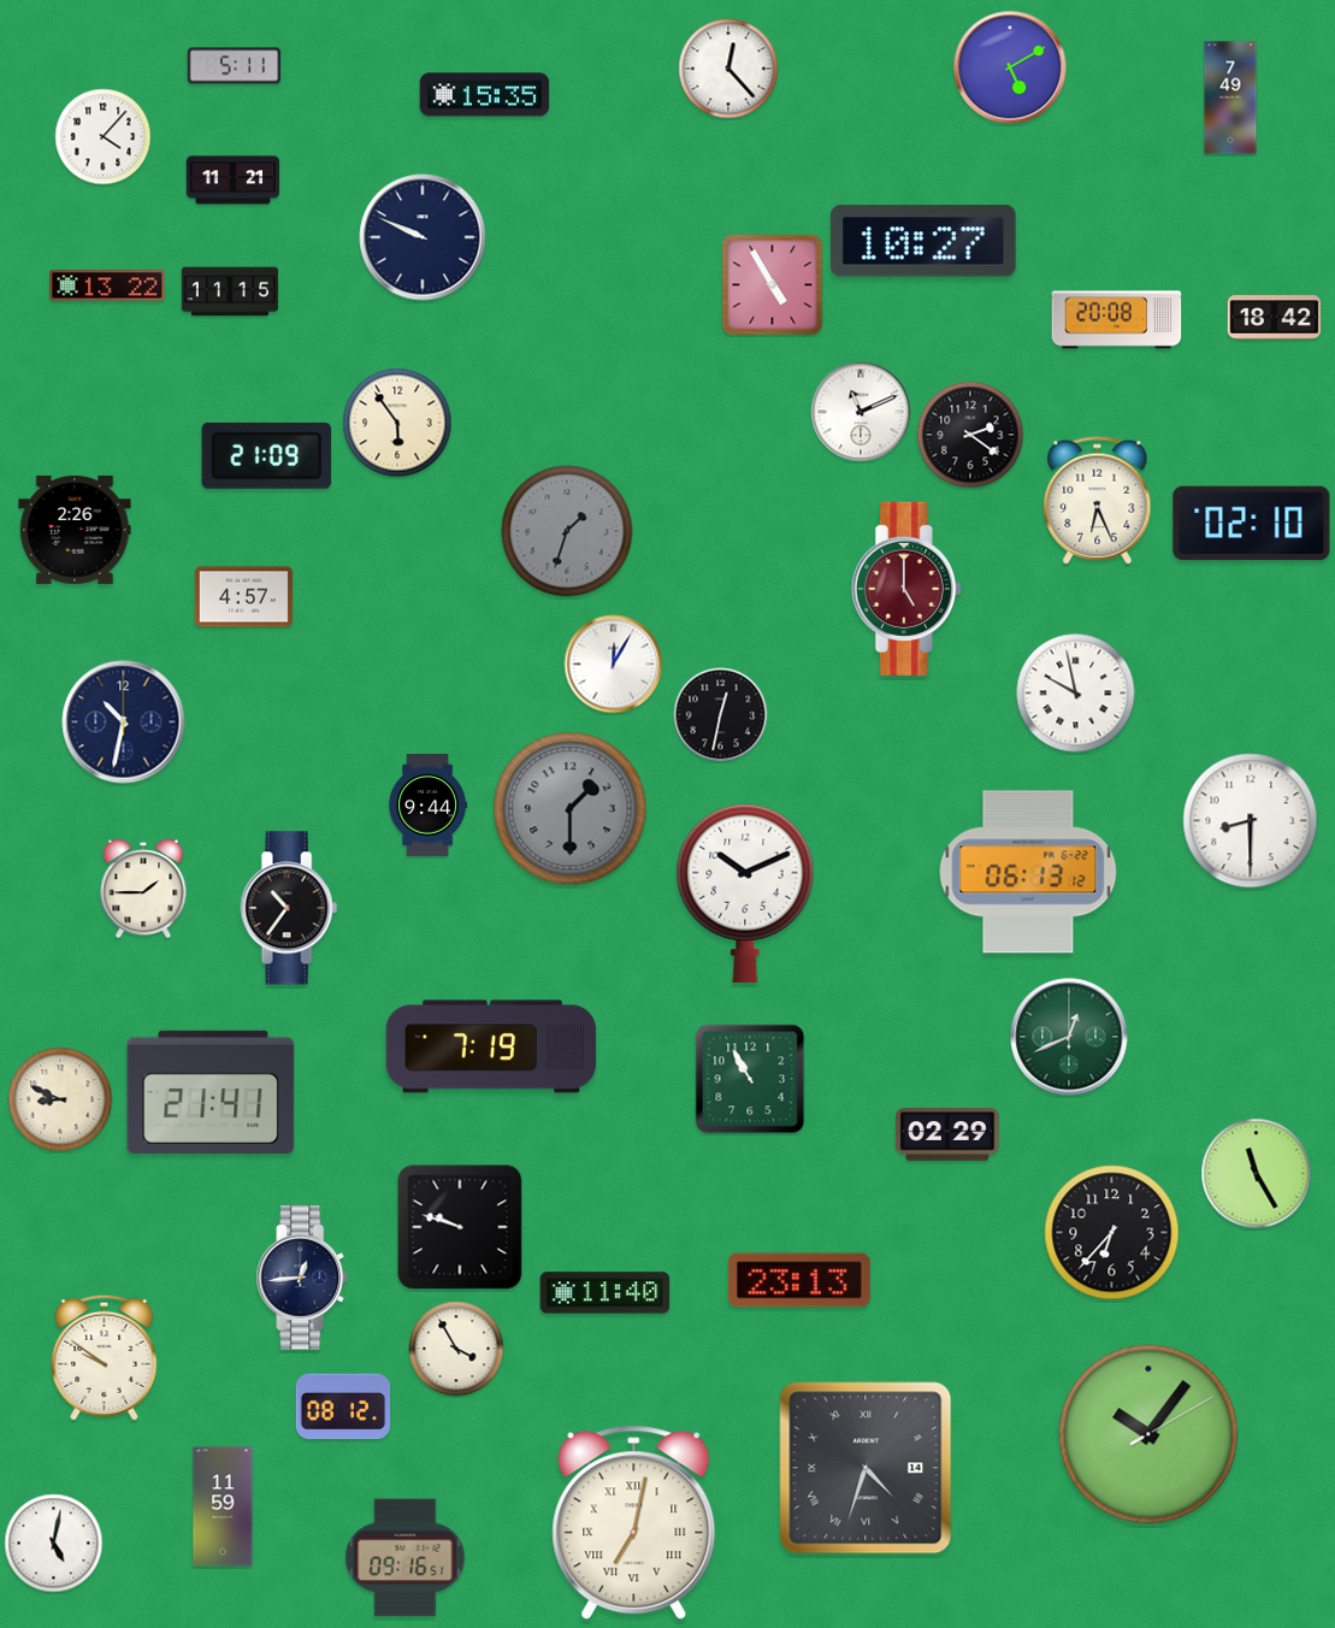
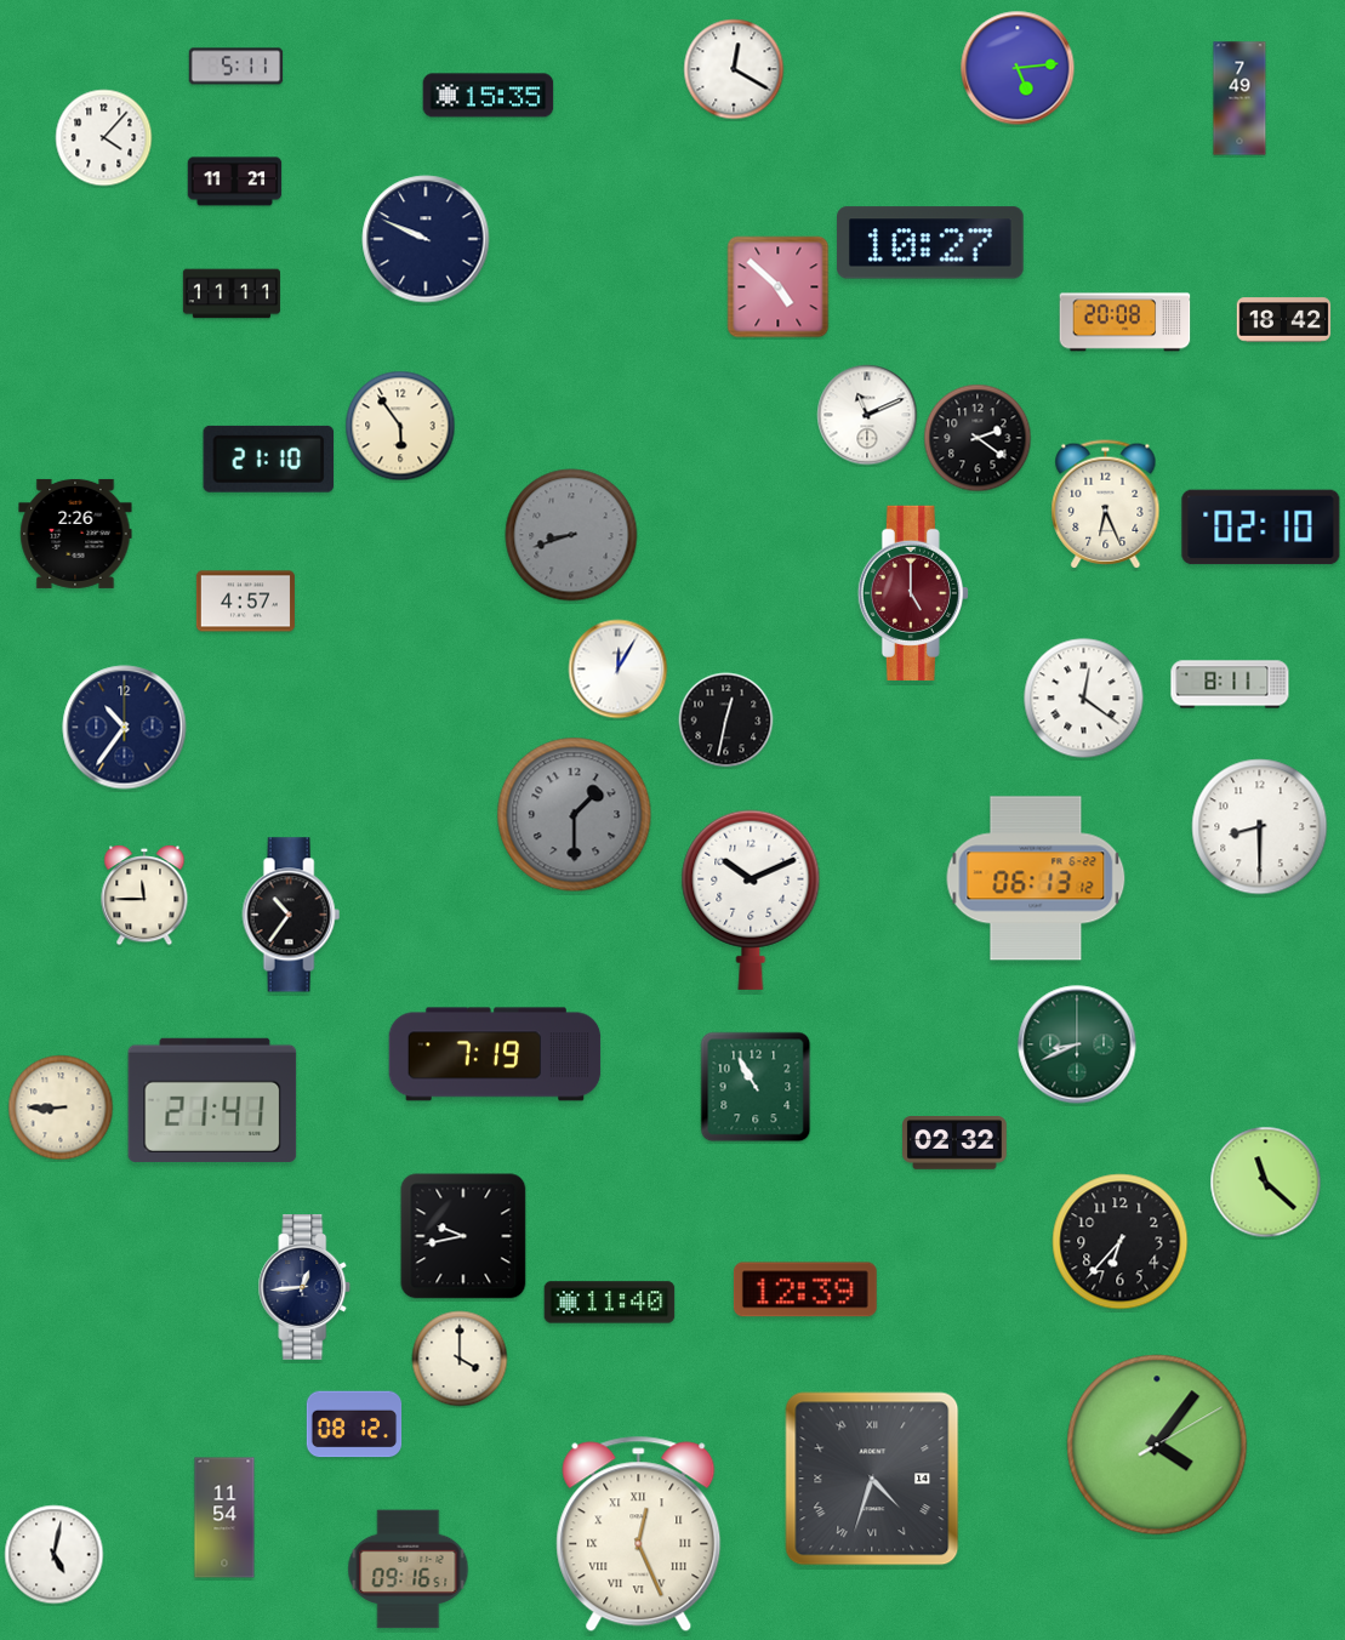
clock at (1010, 67): 5:10 -> 5:14
clock at (728, 69): 12:23 -> 12:20
clock at (107, 285): 13:22 -> none
clock at (773, 285): 4:55 -> 4:52
clock at (230, 291): 11:15 -> 11:11
clock at (267, 455): 21:09 -> 21:10
clock at (567, 531): 1:33 -> 8:42
clock at (1230, 684): none -> 8:11
clock at (1076, 694): 9:58 -> 12:21
clock at (124, 722): 10:32 -> 10:36
clock at (427, 806): 9:44 -> none
clock at (143, 890): 1:45 -> 11:45
clock at (1069, 1037): 12:41 -> 8:41
clock at (60, 1099): 8:49 -> 8:45
clock at (949, 1134): 02:29 -> 02:32
clock at (1257, 1174): 11:25 -> 11:22
clock at (460, 1227): 9:48 -> 9:43
clock at (799, 1280): 23:13 -> 12:39
clock at (456, 1349): 3:55 -> 4:00
clock at (105, 1357): 9:51 -> none
clock at (343, 1406) position: (343, 1406) -> (354, 1424)
clock at (1148, 1434): 10:06 -> 4:06
clock at (223, 1506): 11:59 -> 11:54
clock at (634, 1523): 7:02 -> 12:26
